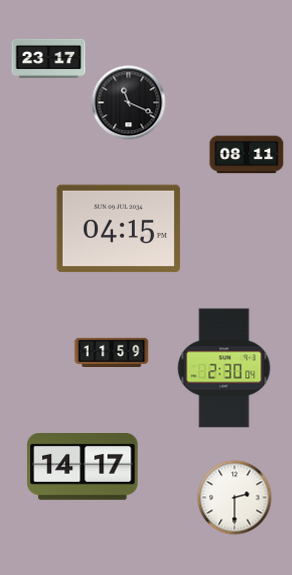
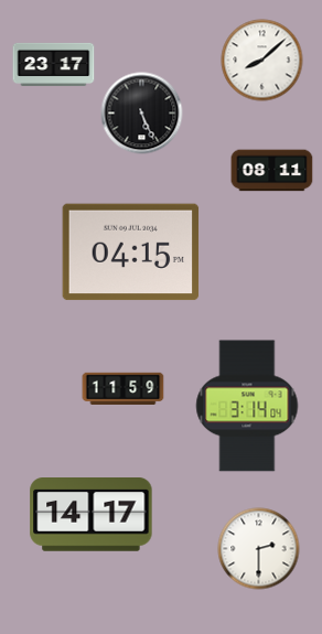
clock at (262, 61): none -> 8:08
clock at (129, 103): 11:19 -> 5:26
clock at (224, 368): 2:30 -> 3:14
